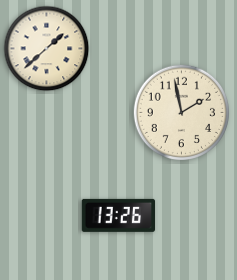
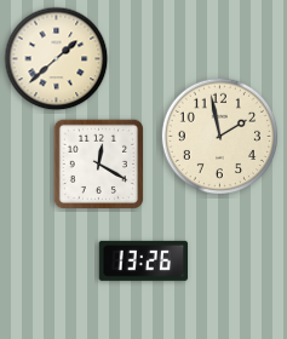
clock at (98, 163): none -> 12:20
